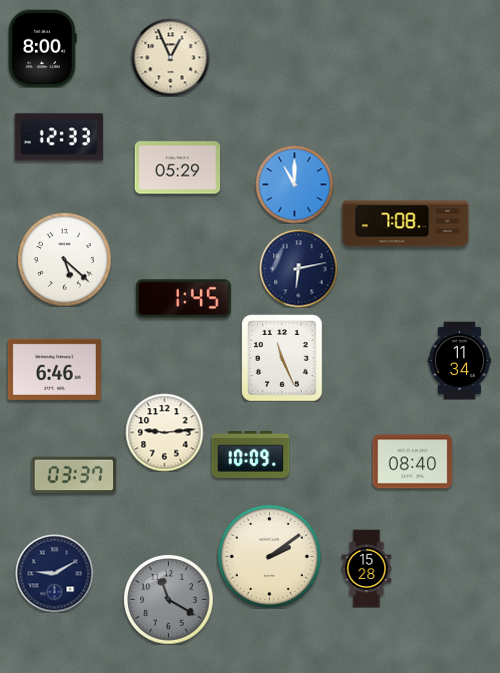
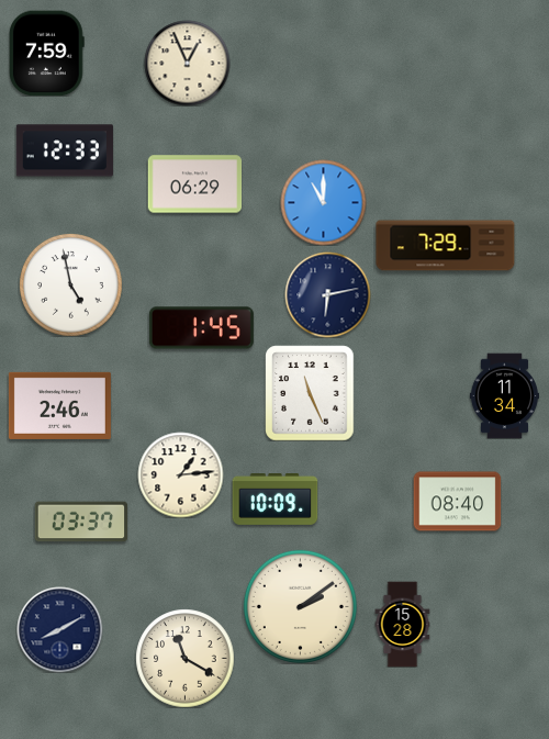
clock at (43, 48): 8:00 -> 7:59
clock at (177, 168): 05:29 -> 06:29
clock at (406, 224): 7:08 -> 7:29
clock at (65, 260): 5:22 -> 4:58
clock at (54, 369): 6:46 -> 2:46
clock at (164, 432): 9:14 -> 1:14
clock at (412, 462) position: (412, 462) -> (457, 502)
clock at (269, 556) position: (269, 556) -> (300, 606)
clock at (54, 573): 9:10 -> 8:10
clock at (168, 599) dial: grey -> cream
